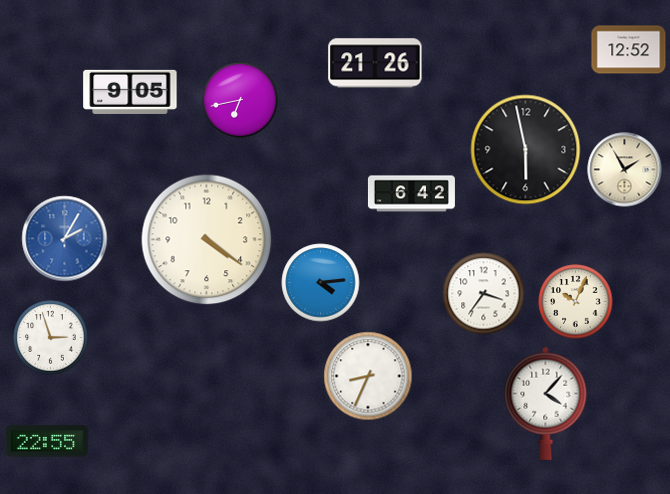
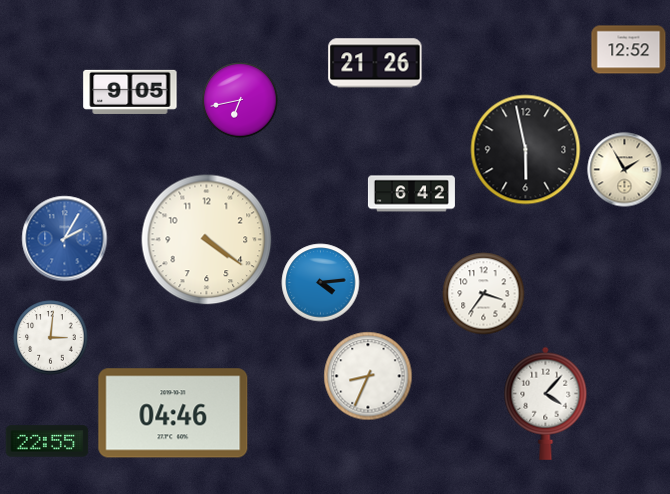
clock at (576, 302): 10:04 -> none
clock at (51, 338): 2:57 -> 3:01
clock at (173, 413): none -> 04:46
